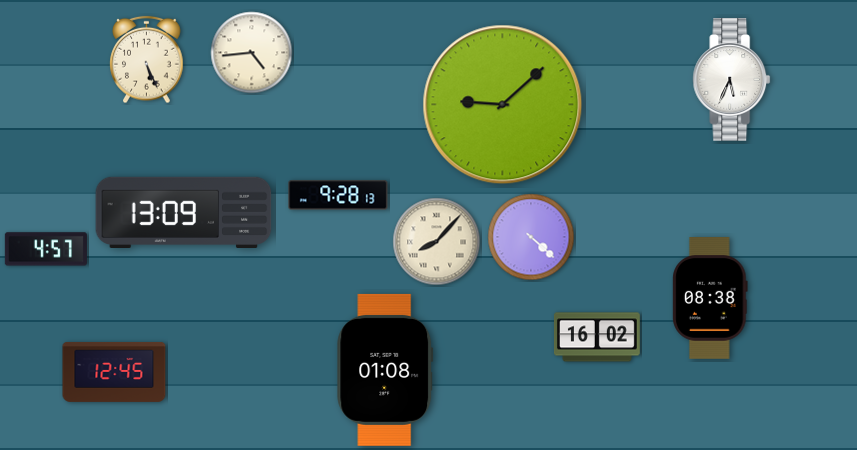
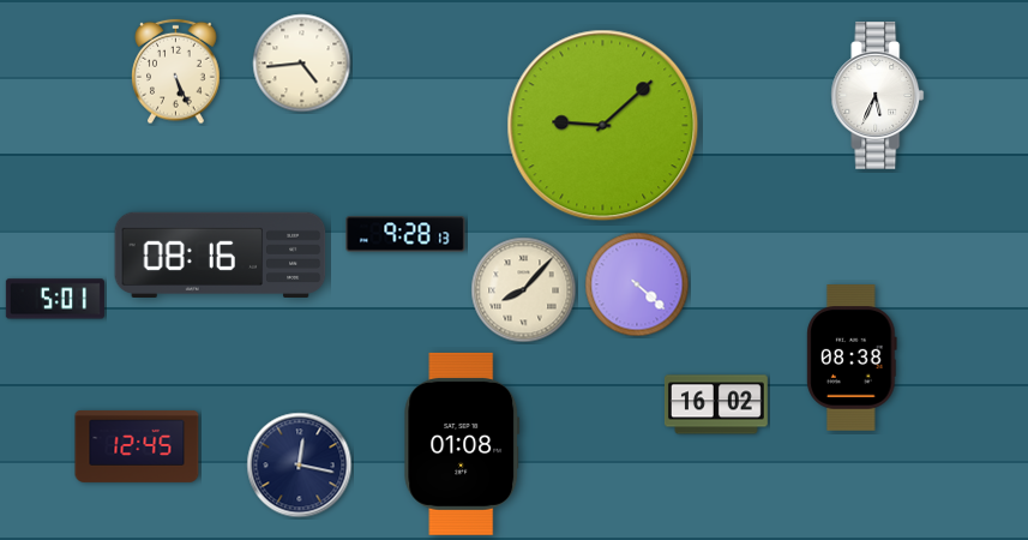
clock at (184, 212): 13:09 -> 08:16
clock at (46, 249): 4:57 -> 5:01
clock at (300, 466): none -> 12:17
